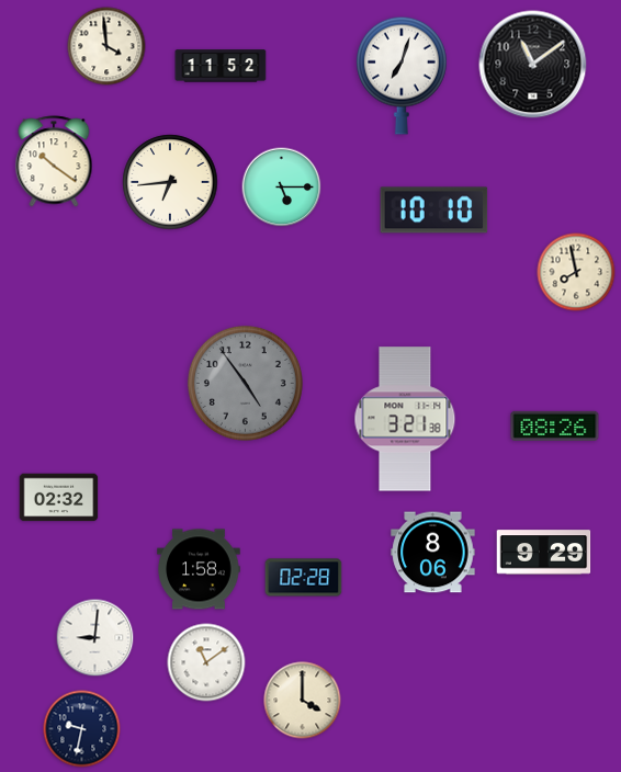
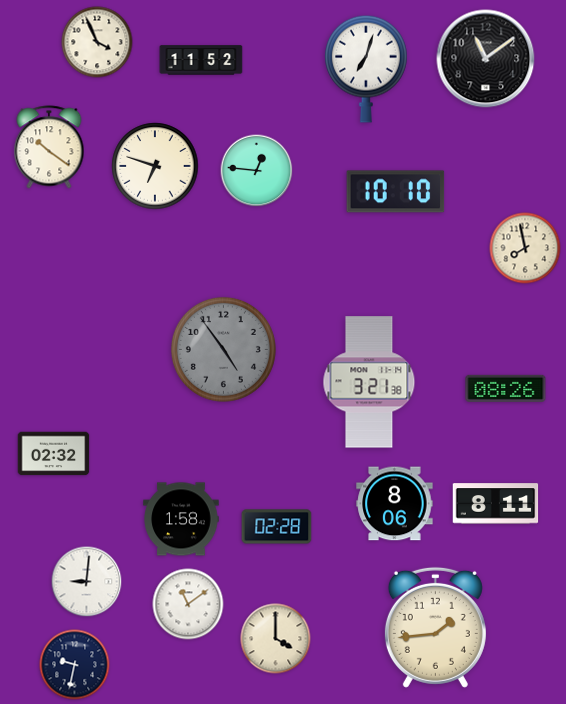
clock at (106, 46): 3:59 -> 3:56
clock at (170, 182): 6:44 -> 6:48
clock at (282, 188): 5:15 -> 12:46
clock at (544, 553): 9:29 -> 8:11
clock at (435, 627): none -> 1:44
